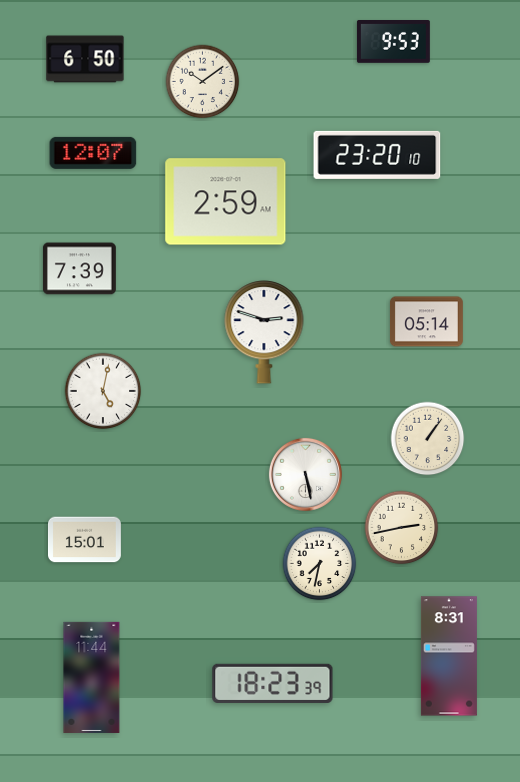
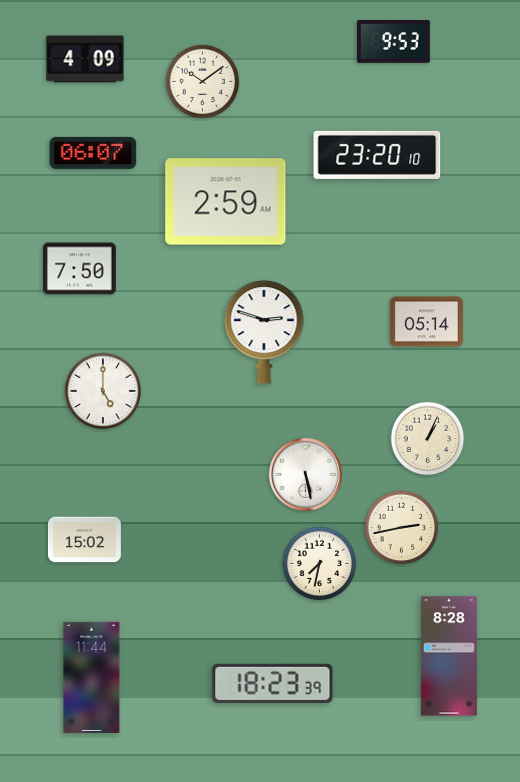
clock at (85, 59): 6:50 -> 4:09
clock at (93, 153): 12:07 -> 06:07
clock at (79, 269): 7:39 -> 7:50
clock at (103, 391): 5:02 -> 5:00
clock at (428, 439): 1:06 -> 1:04
clock at (85, 540): 15:01 -> 15:02
clock at (449, 656): 8:31 -> 8:28
